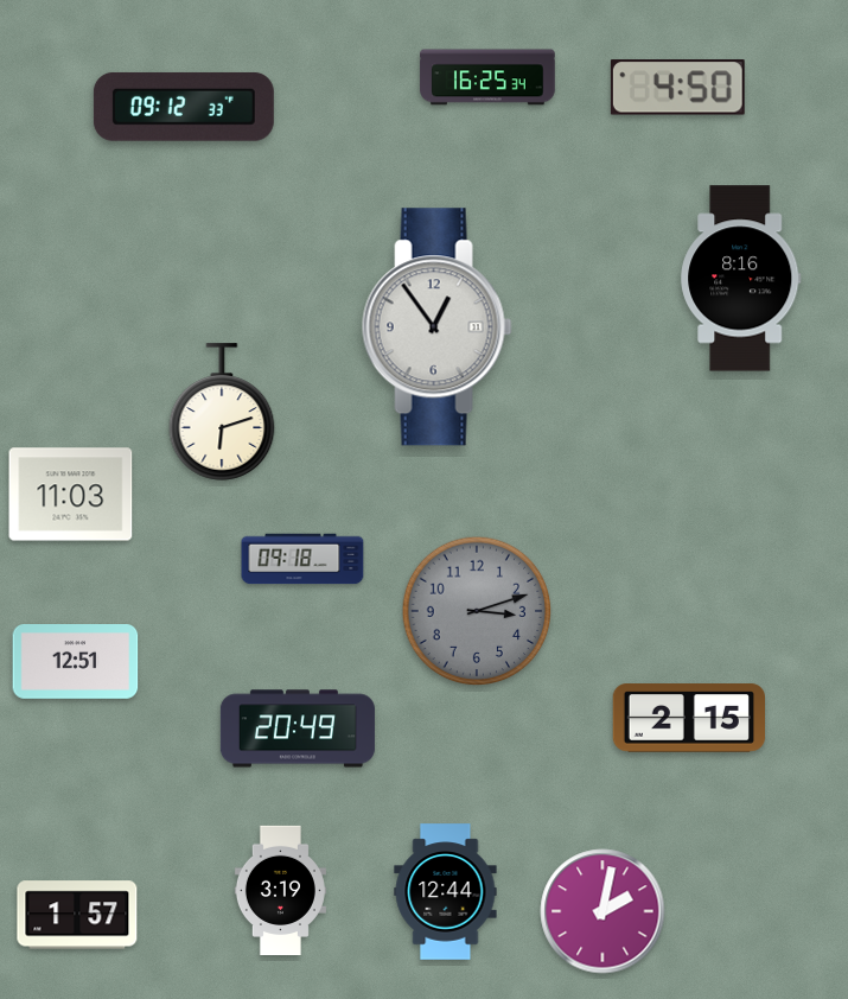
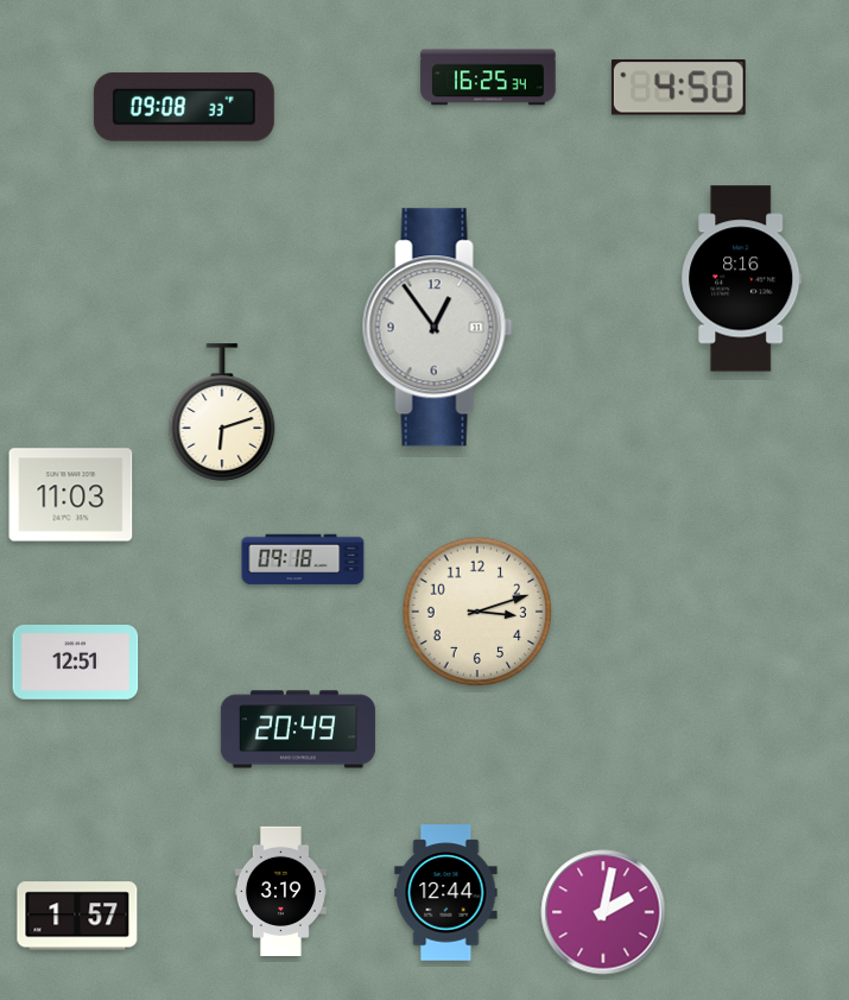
clock at (184, 107): 09:12 -> 09:08
clock at (477, 611) dial: grey -> cream
clock at (688, 718): 2:15 -> none
